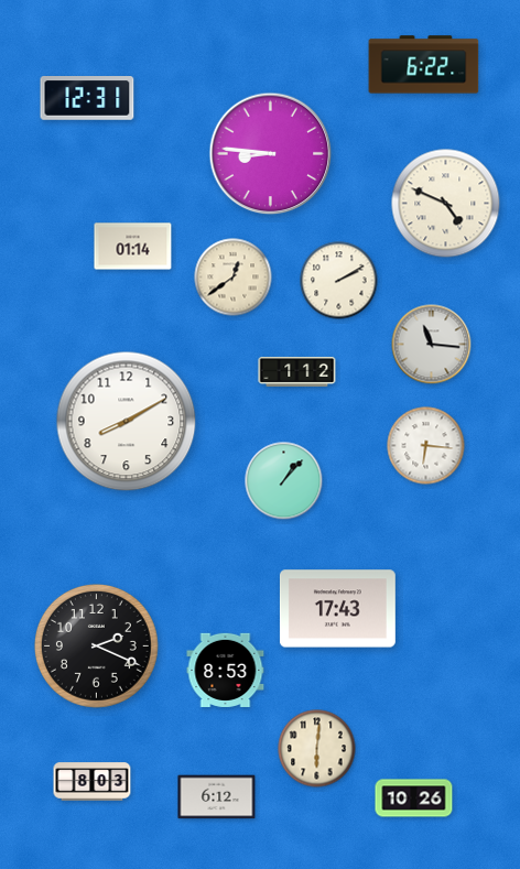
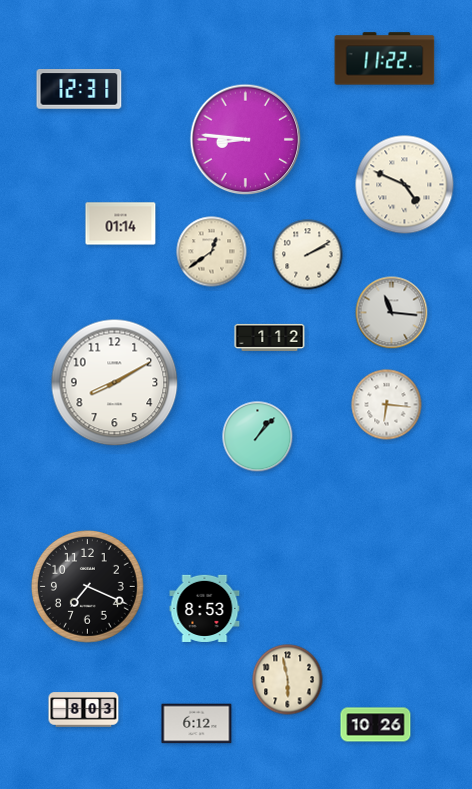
clock at (424, 65): 6:22 -> 11:22
clock at (337, 609): 17:43 -> none
clock at (96, 645): 2:19 -> 7:19
clock at (317, 749): 6:01 -> 5:58
